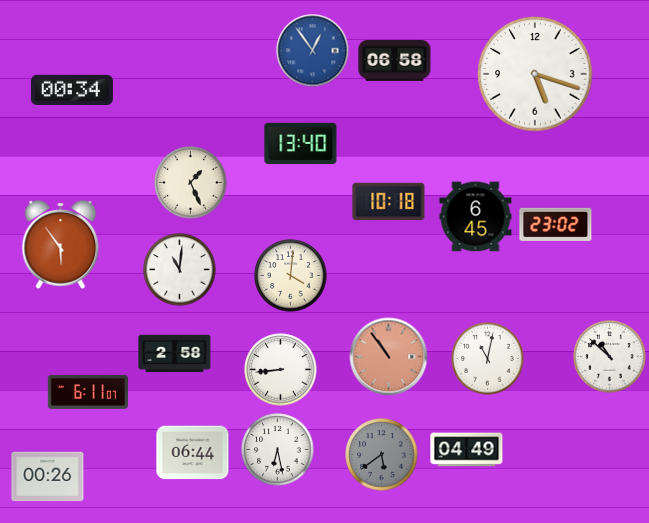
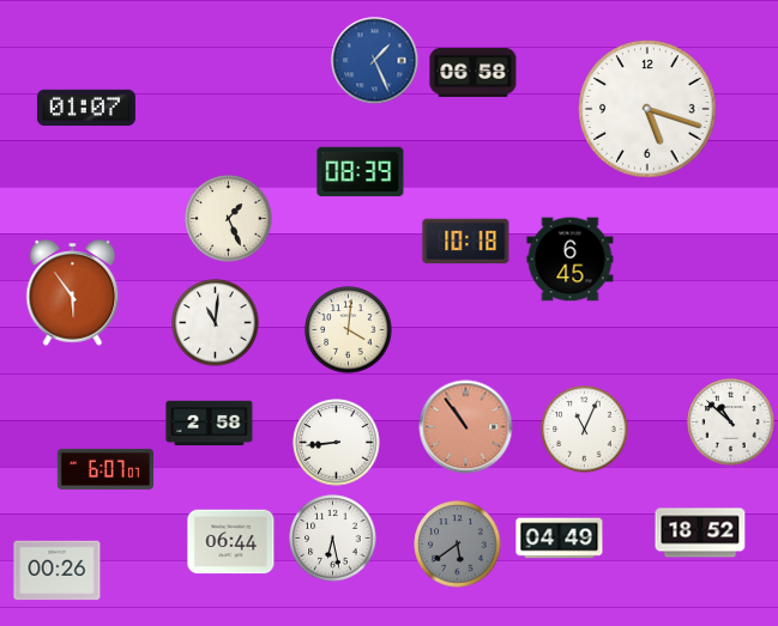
clock at (313, 51): 12:54 -> 1:26
clock at (535, 74) position: (535, 74) -> (647, 109)
clock at (72, 89): 00:34 -> 01:07
clock at (301, 144): 13:40 -> 08:39
clock at (556, 224): 23:02 -> none
clock at (610, 357) position: (610, 357) -> (731, 423)
clock at (488, 359): 11:02 -> 11:04
clock at (87, 392): 6:11 -> 6:07
clock at (700, 533): none -> 18:52
